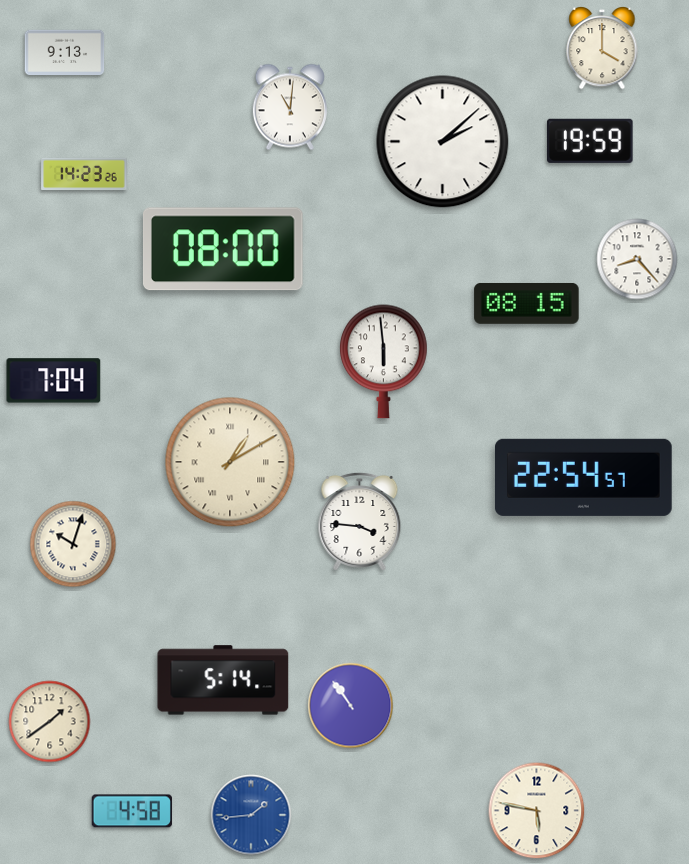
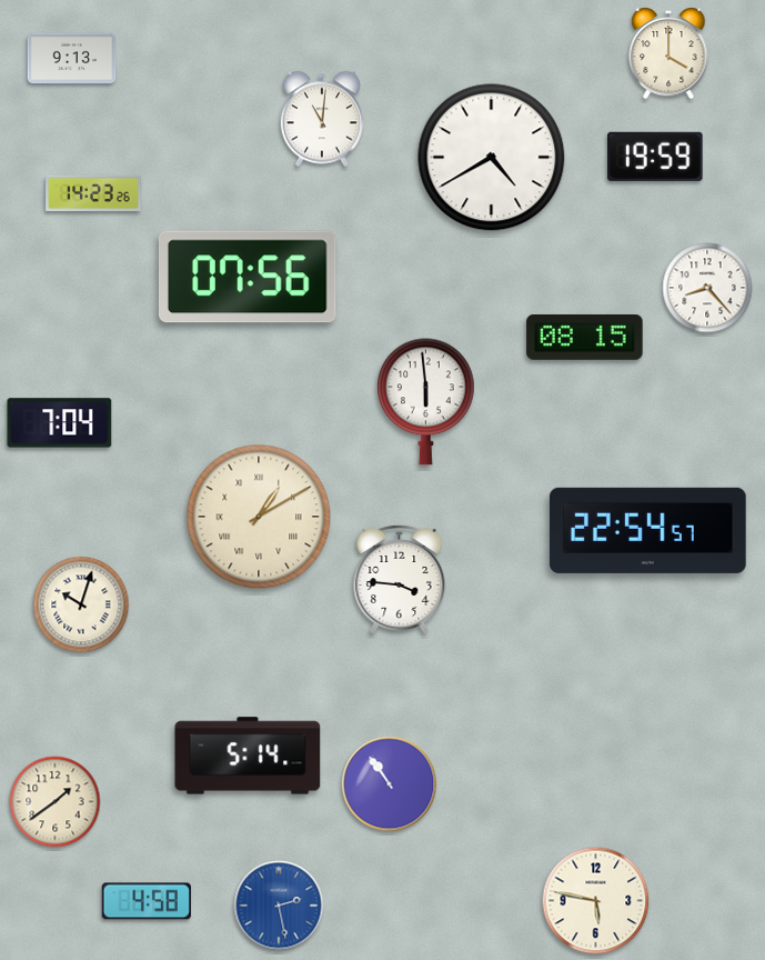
clock at (443, 142): 2:08 -> 4:40
clock at (223, 249): 08:00 -> 07:56
clock at (230, 462) position: (230, 462) -> (259, 517)
clock at (251, 815): 1:44 -> 2:28
